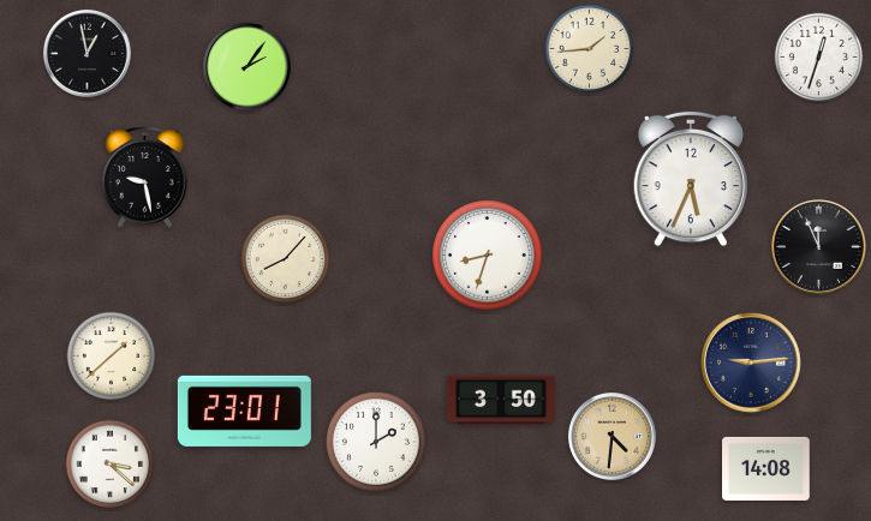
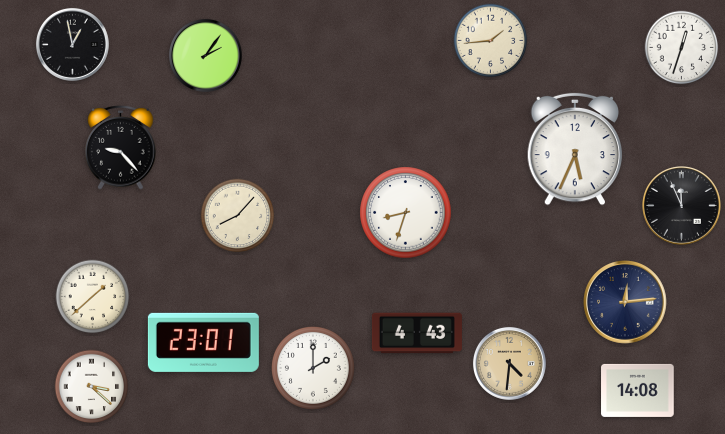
clock at (145, 176): 9:28 -> 9:23
clock at (751, 363): 9:14 -> 12:14
clock at (501, 400): 3:50 -> 4:43
